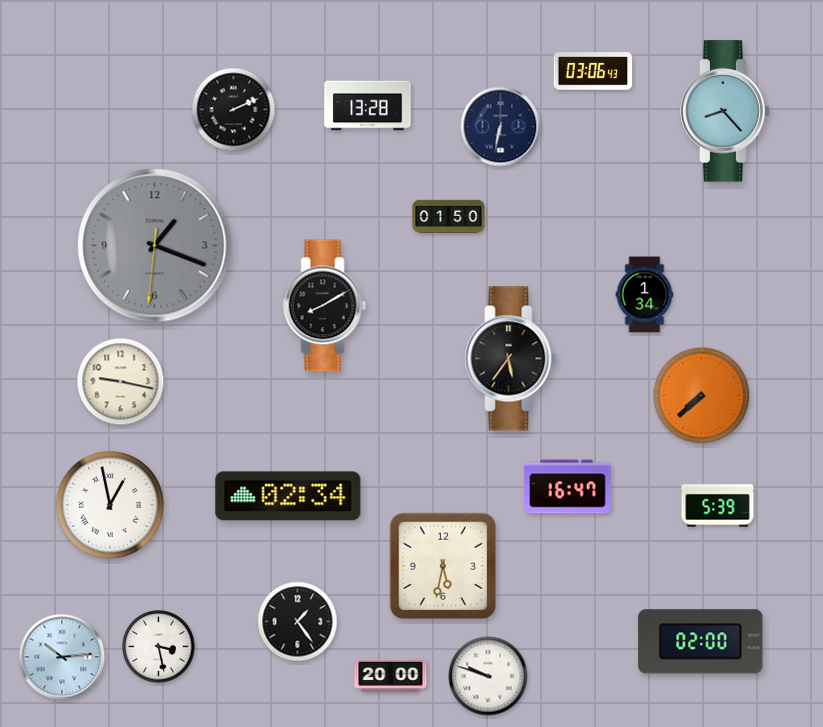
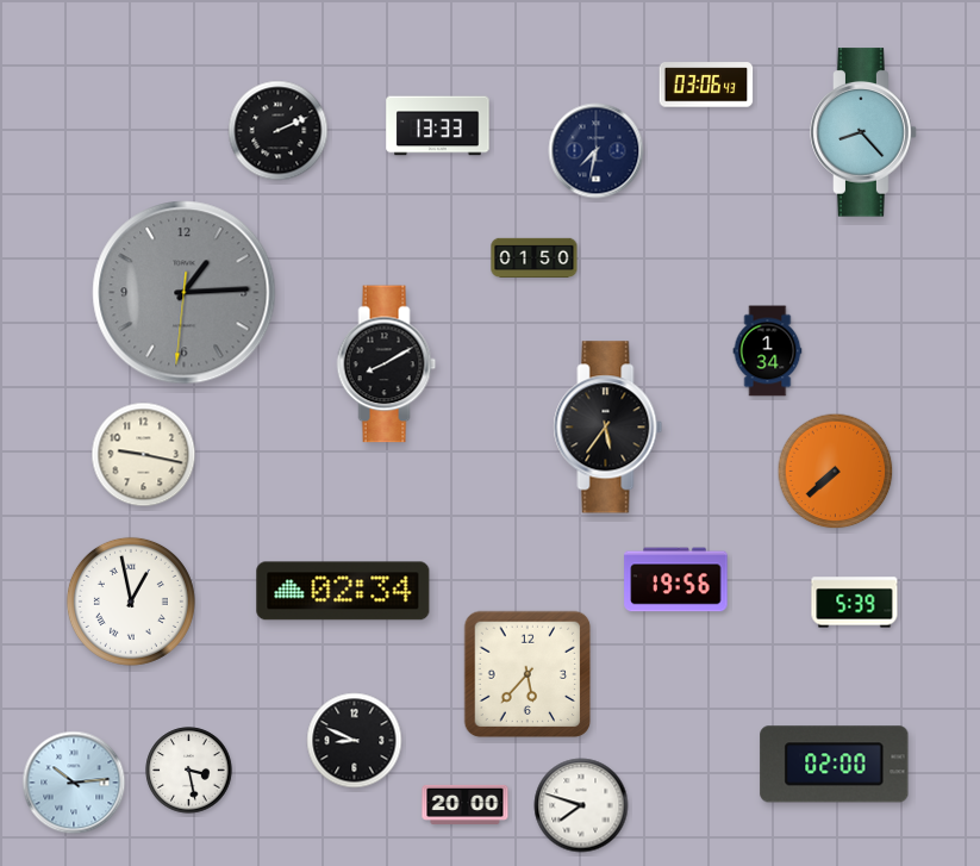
clock at (368, 106): 13:28 -> 13:33
clock at (501, 127): 6:32 -> 7:32
clock at (155, 246): 1:18 -> 1:14
clock at (568, 487): 16:47 -> 19:56
clock at (443, 566): 5:32 -> 5:37
clock at (298, 622): 1:24 -> 8:49
clock at (488, 676): 9:48 -> 7:48
